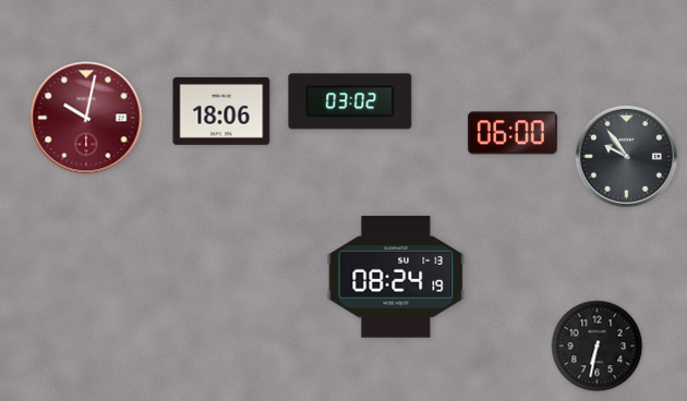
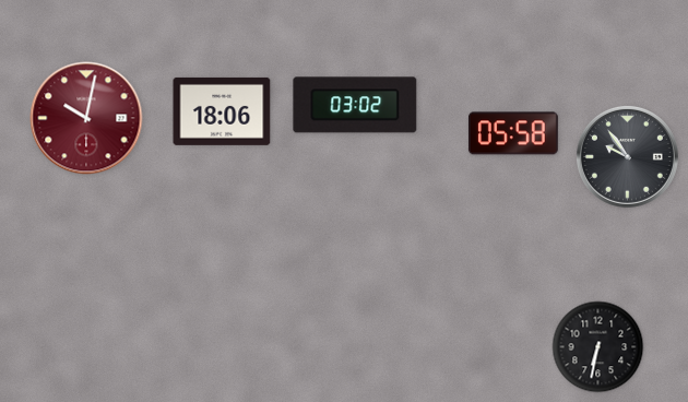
clock at (350, 101) position: (350, 101) -> (355, 105)
clock at (513, 133): 06:00 -> 05:58
clock at (396, 277): 08:24 -> none
